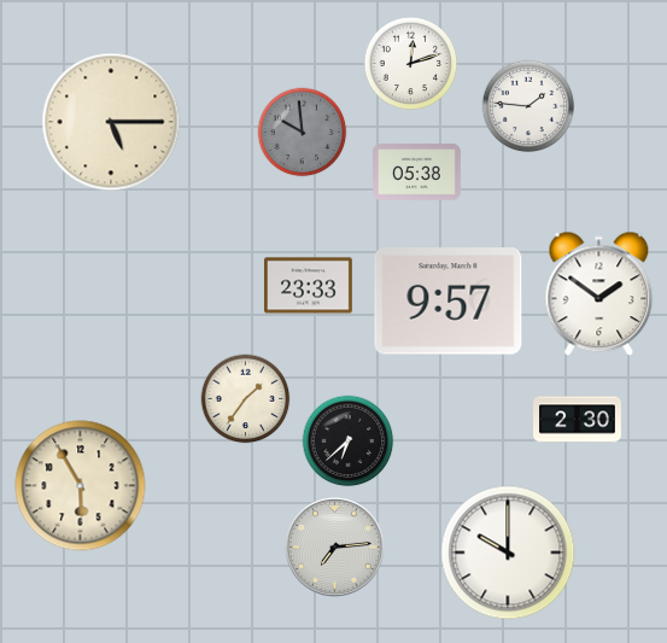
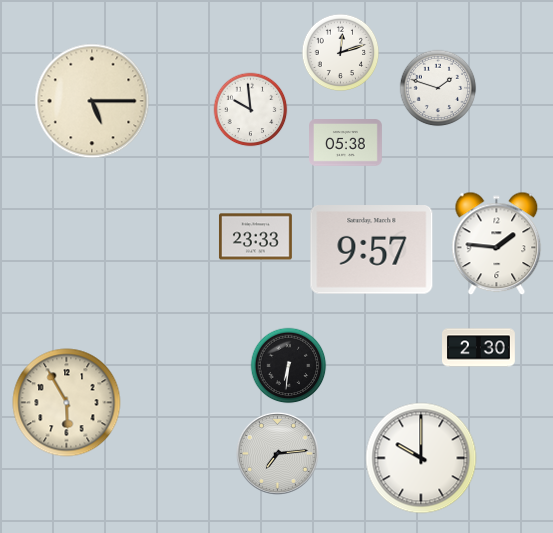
clock at (528, 106): 1:46 -> 1:48
clock at (303, 133) dial: grey -> white
clock at (599, 294): 1:51 -> 1:46
clock at (246, 399): 1:36 -> none
clock at (349, 442): 6:38 -> 6:31
